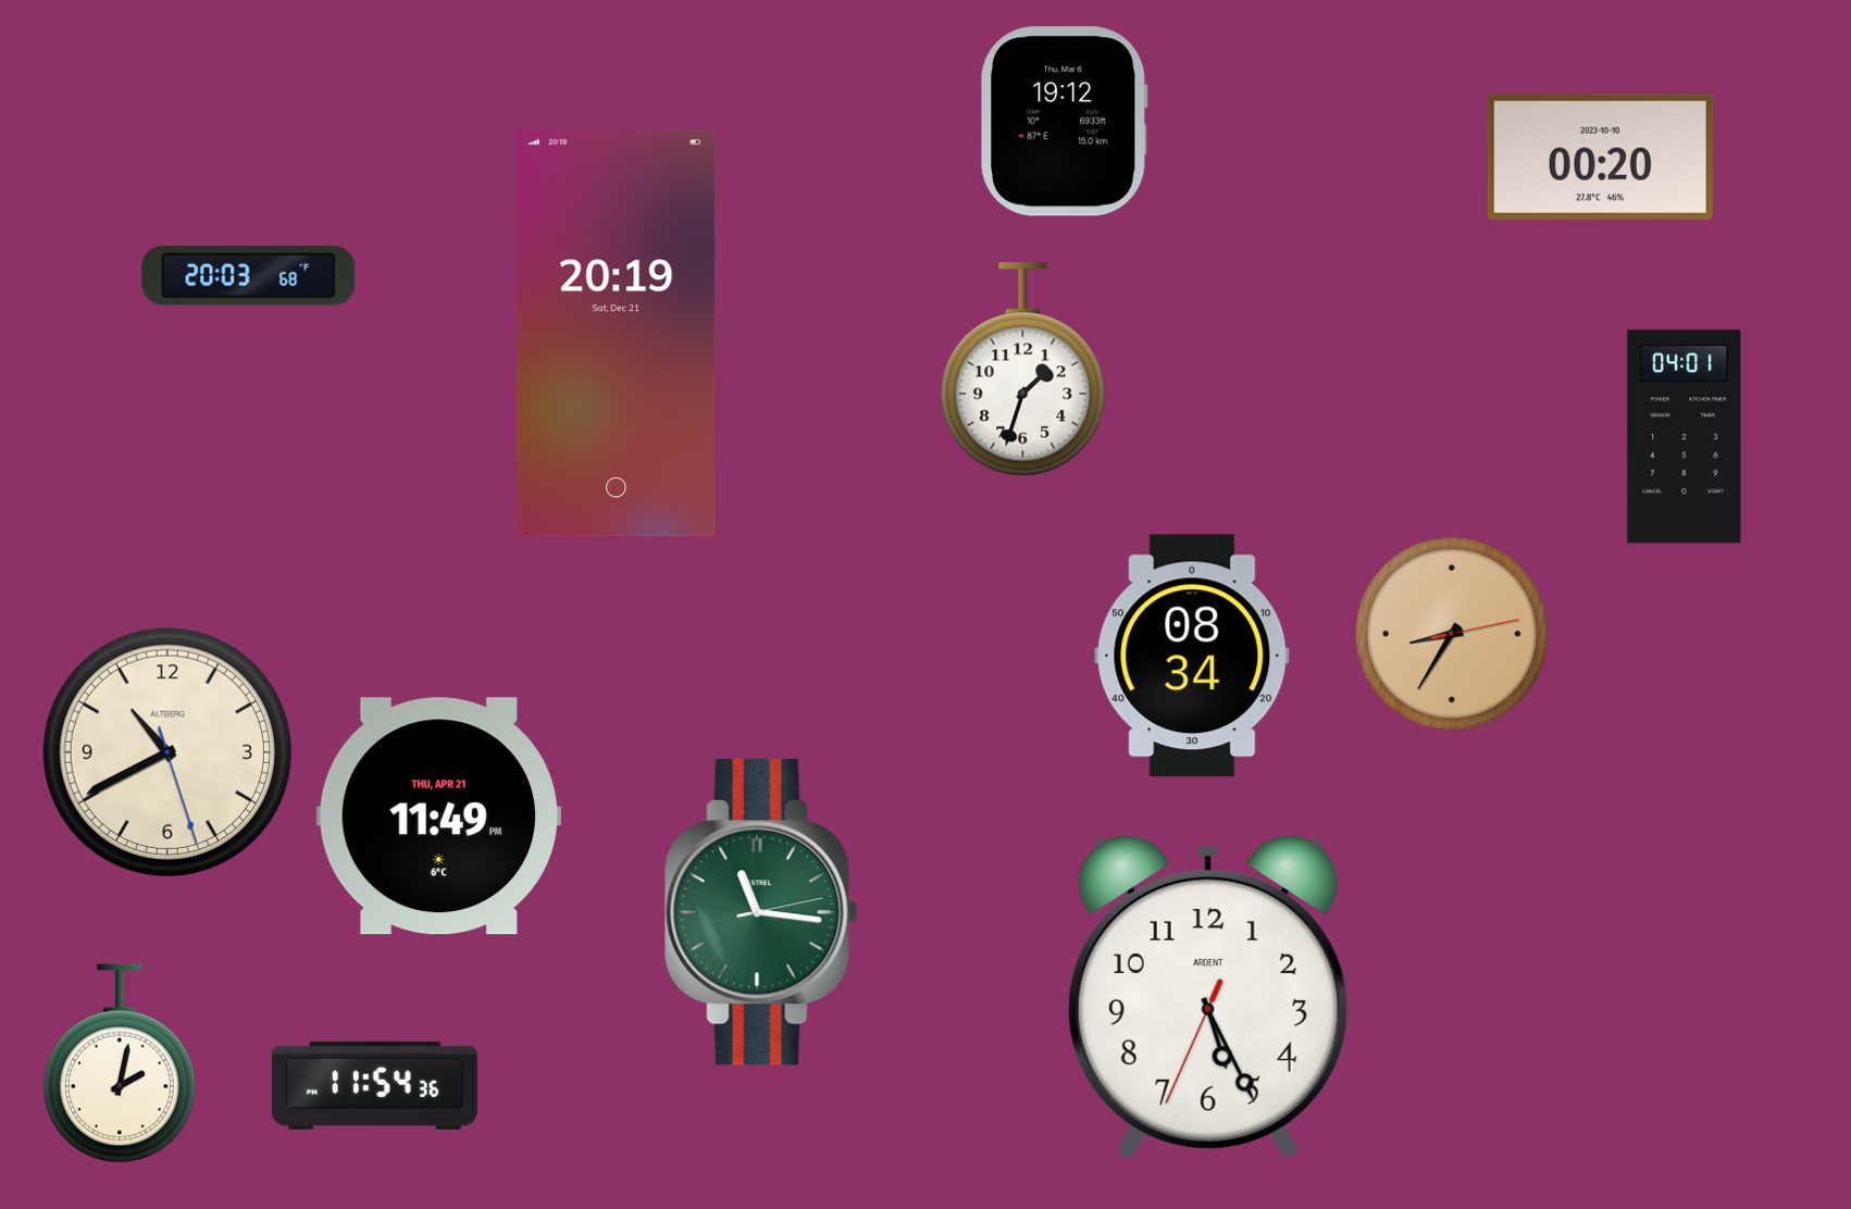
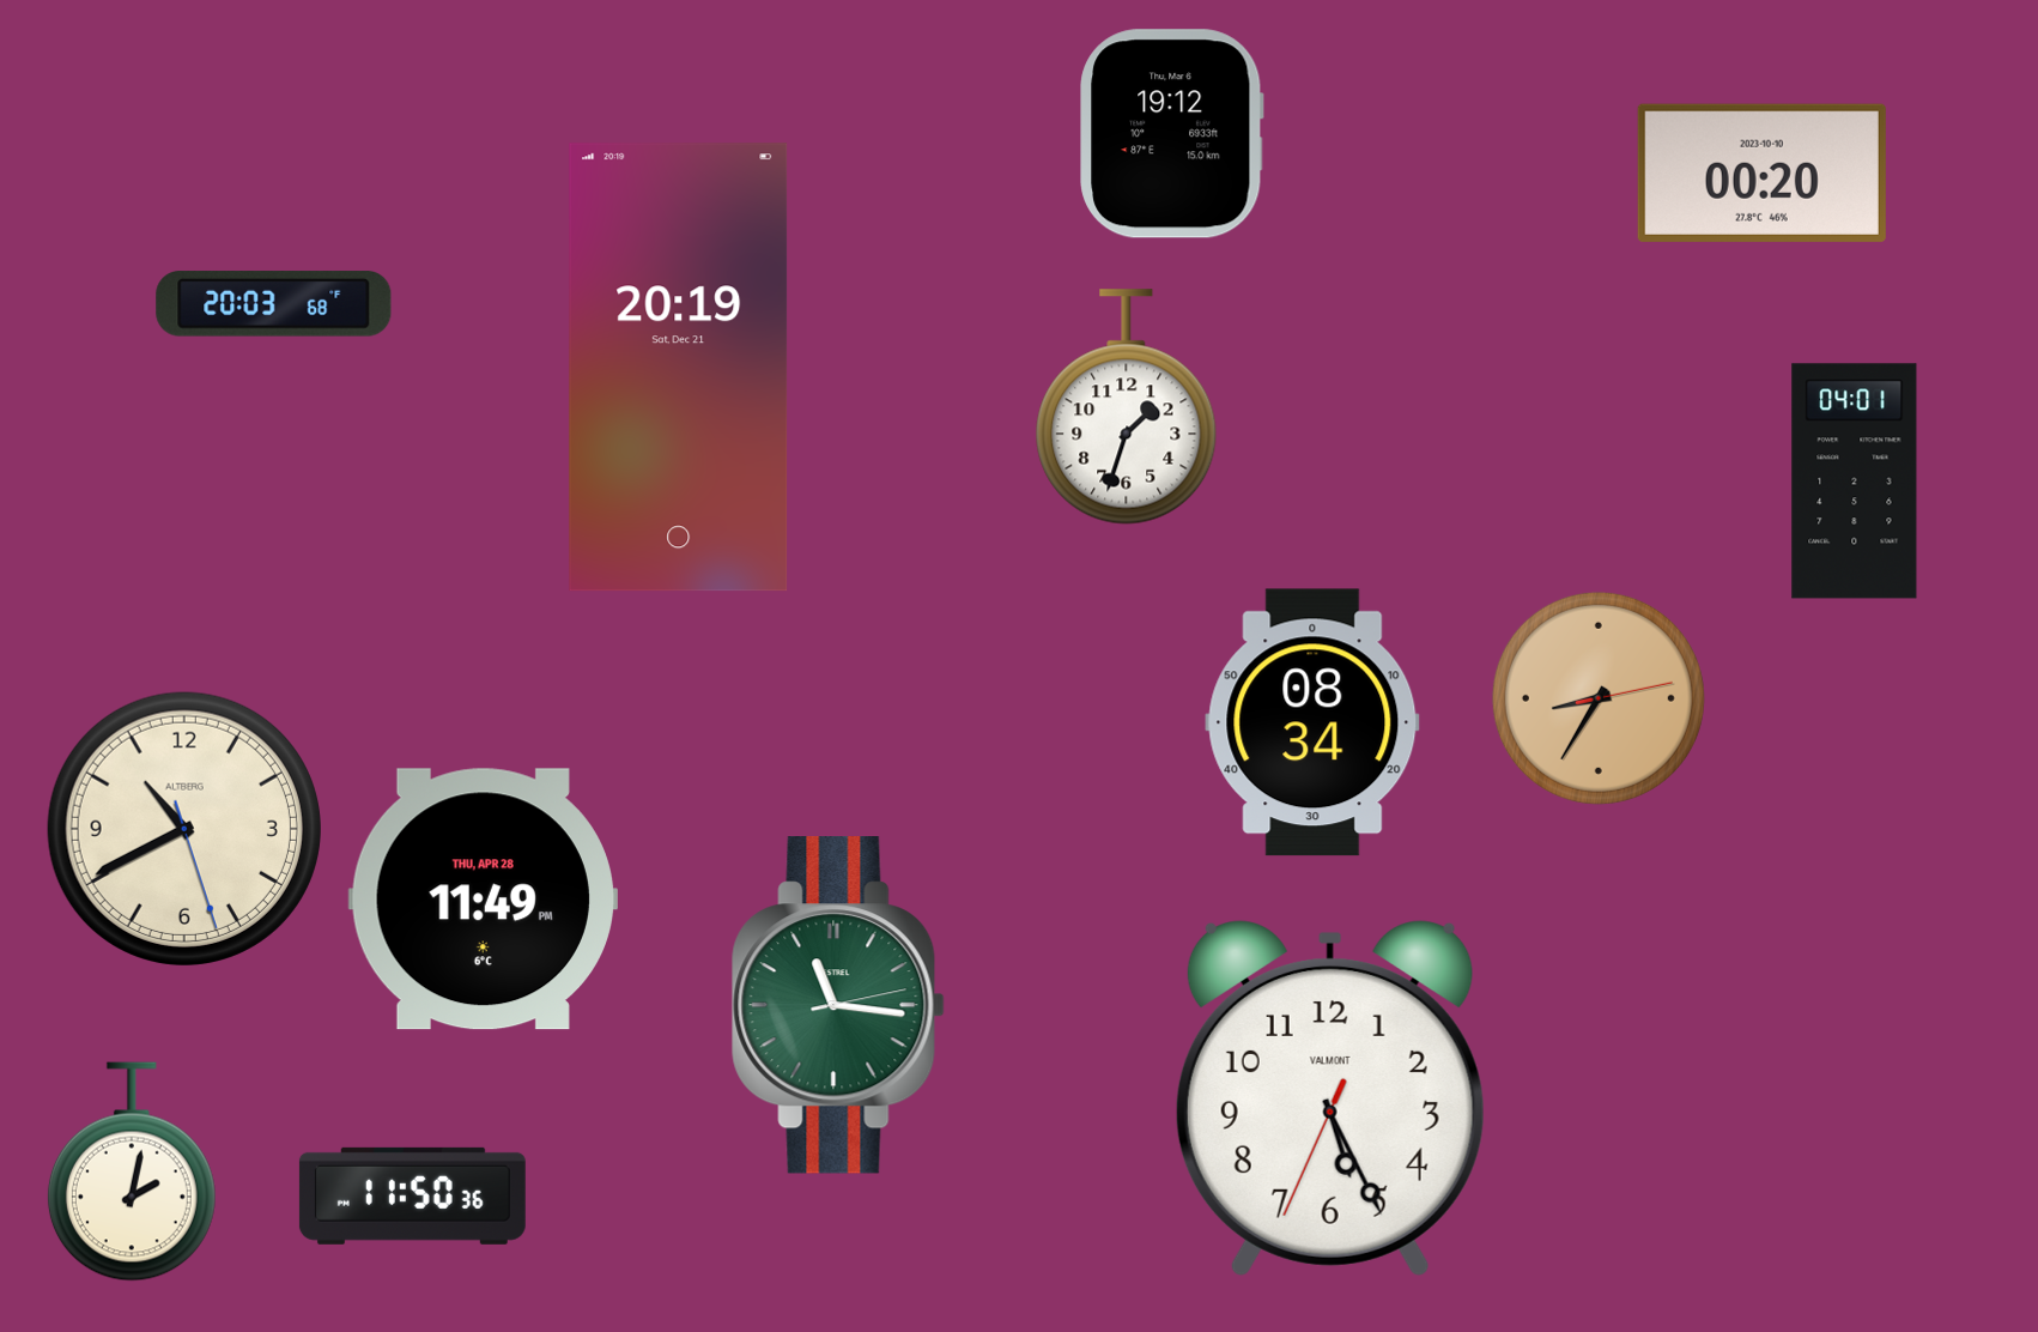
clock at (438, 817) date: THU, APR 21 -> THU, APR 28
clock at (1208, 997) brand: ARDENT -> VALMONT
clock at (374, 1085): 11:54 -> 11:50
